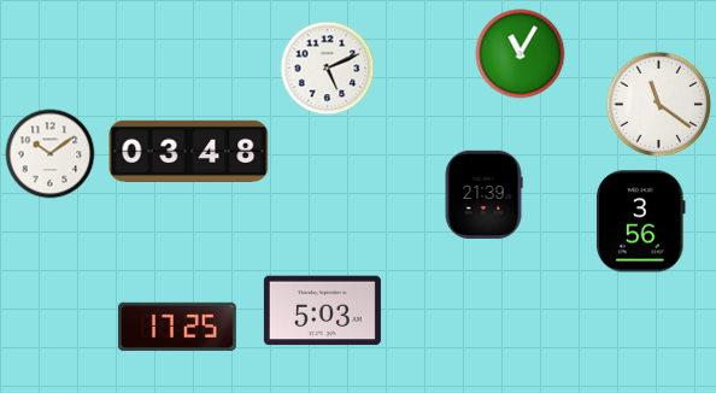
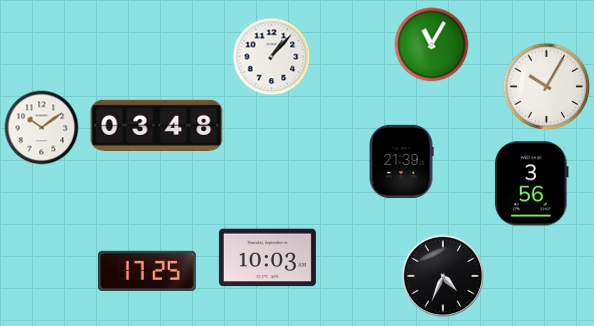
clock at (328, 69): 5:11 -> 1:07
clock at (659, 105): 11:21 -> 10:05
clock at (322, 311): 5:03 -> 10:03
clock at (443, 276): none -> 4:34
